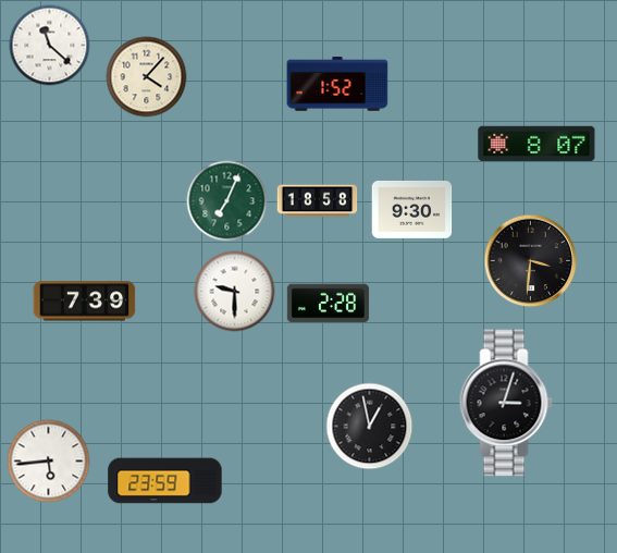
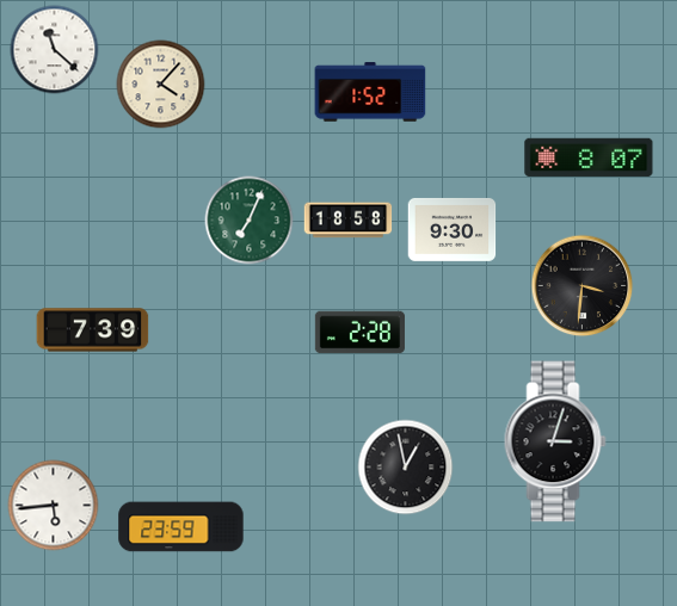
clock at (235, 292): 9:30 -> none
